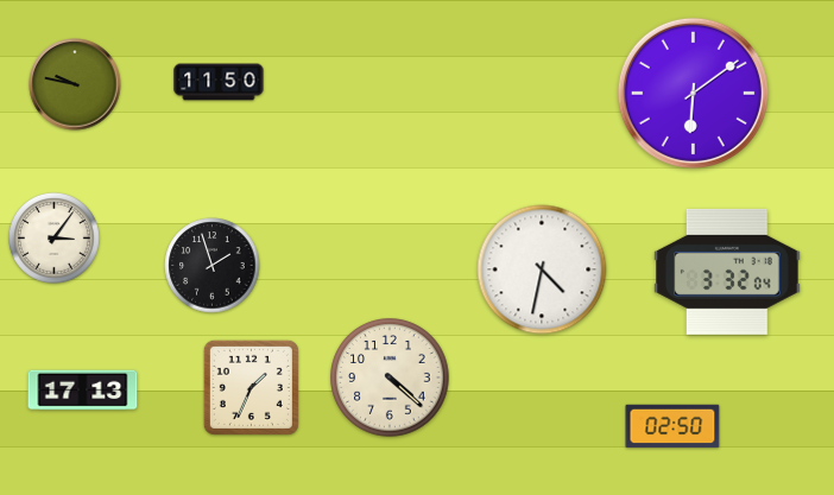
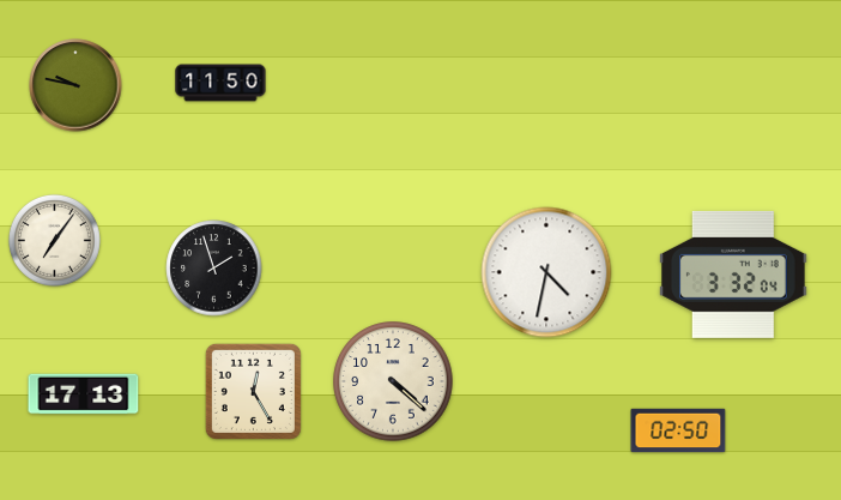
clock at (693, 93): 6:09 -> none
clock at (53, 237): 3:06 -> 7:06
clock at (251, 387): 1:34 -> 12:25
